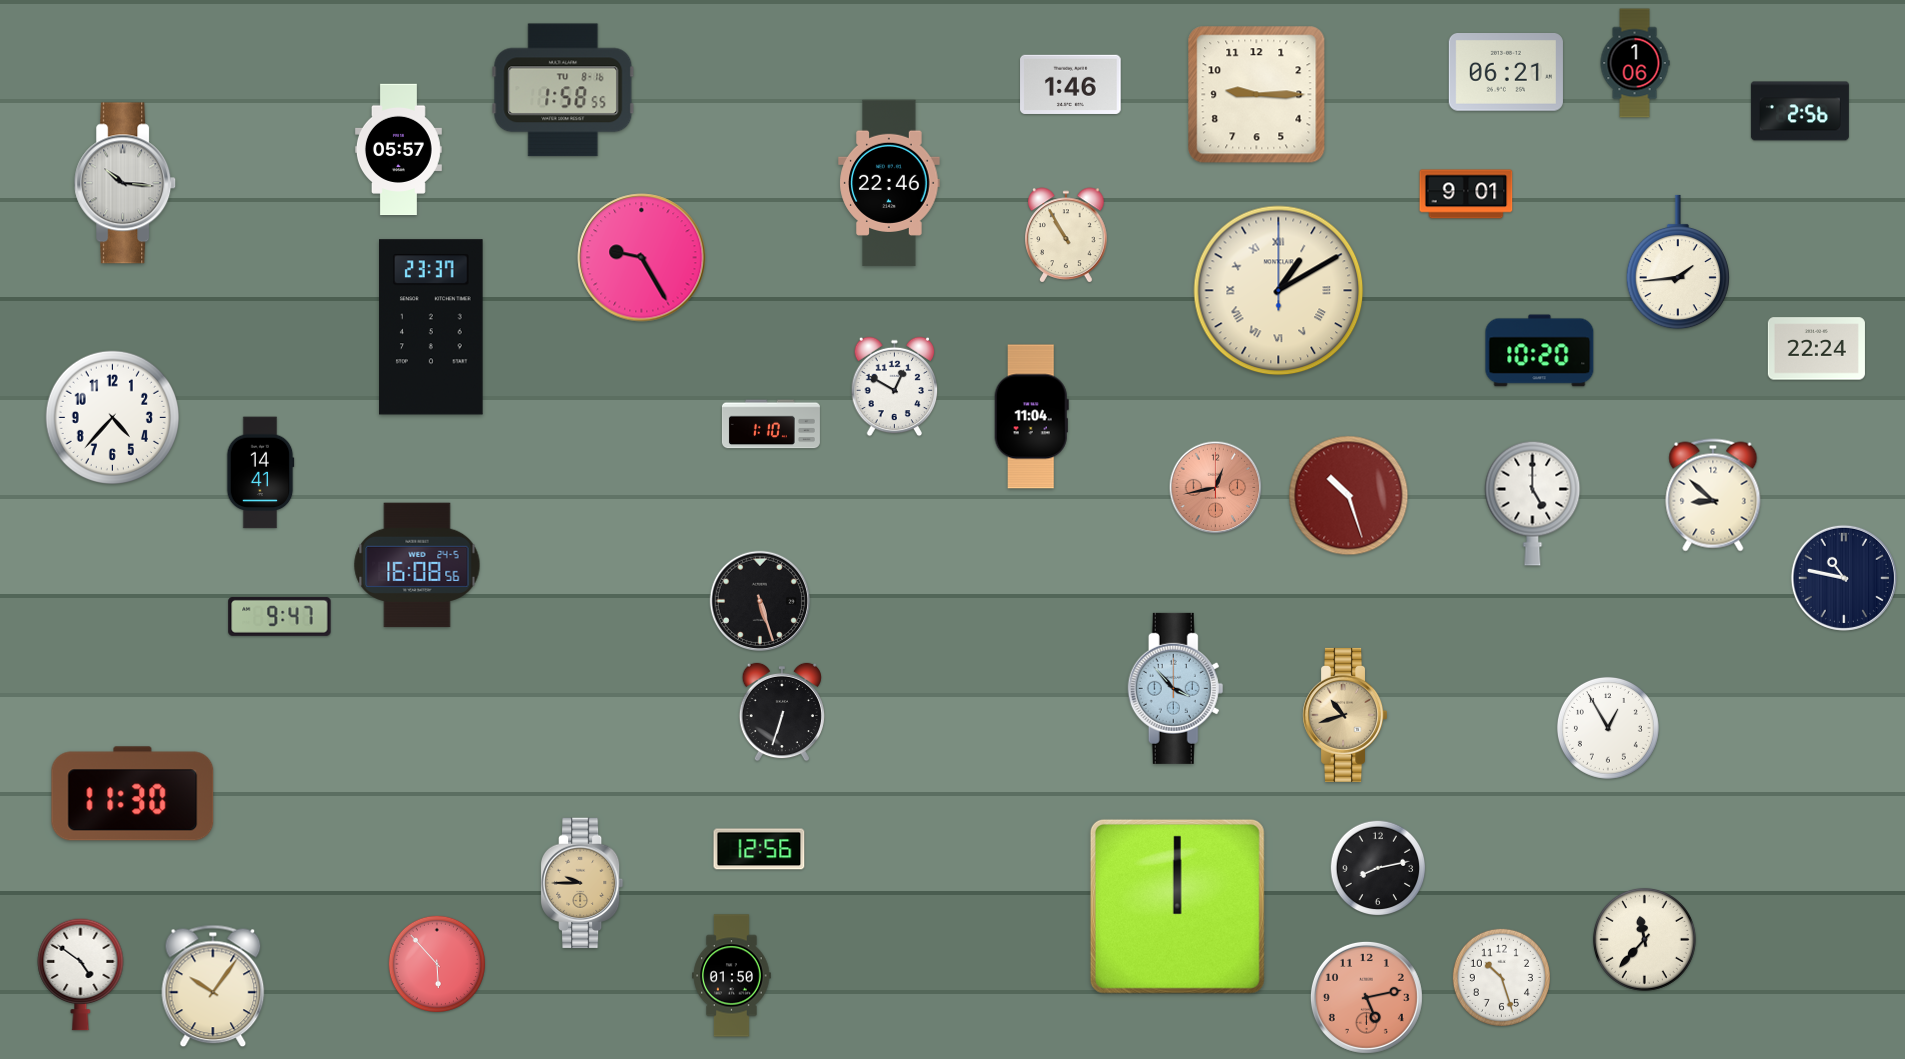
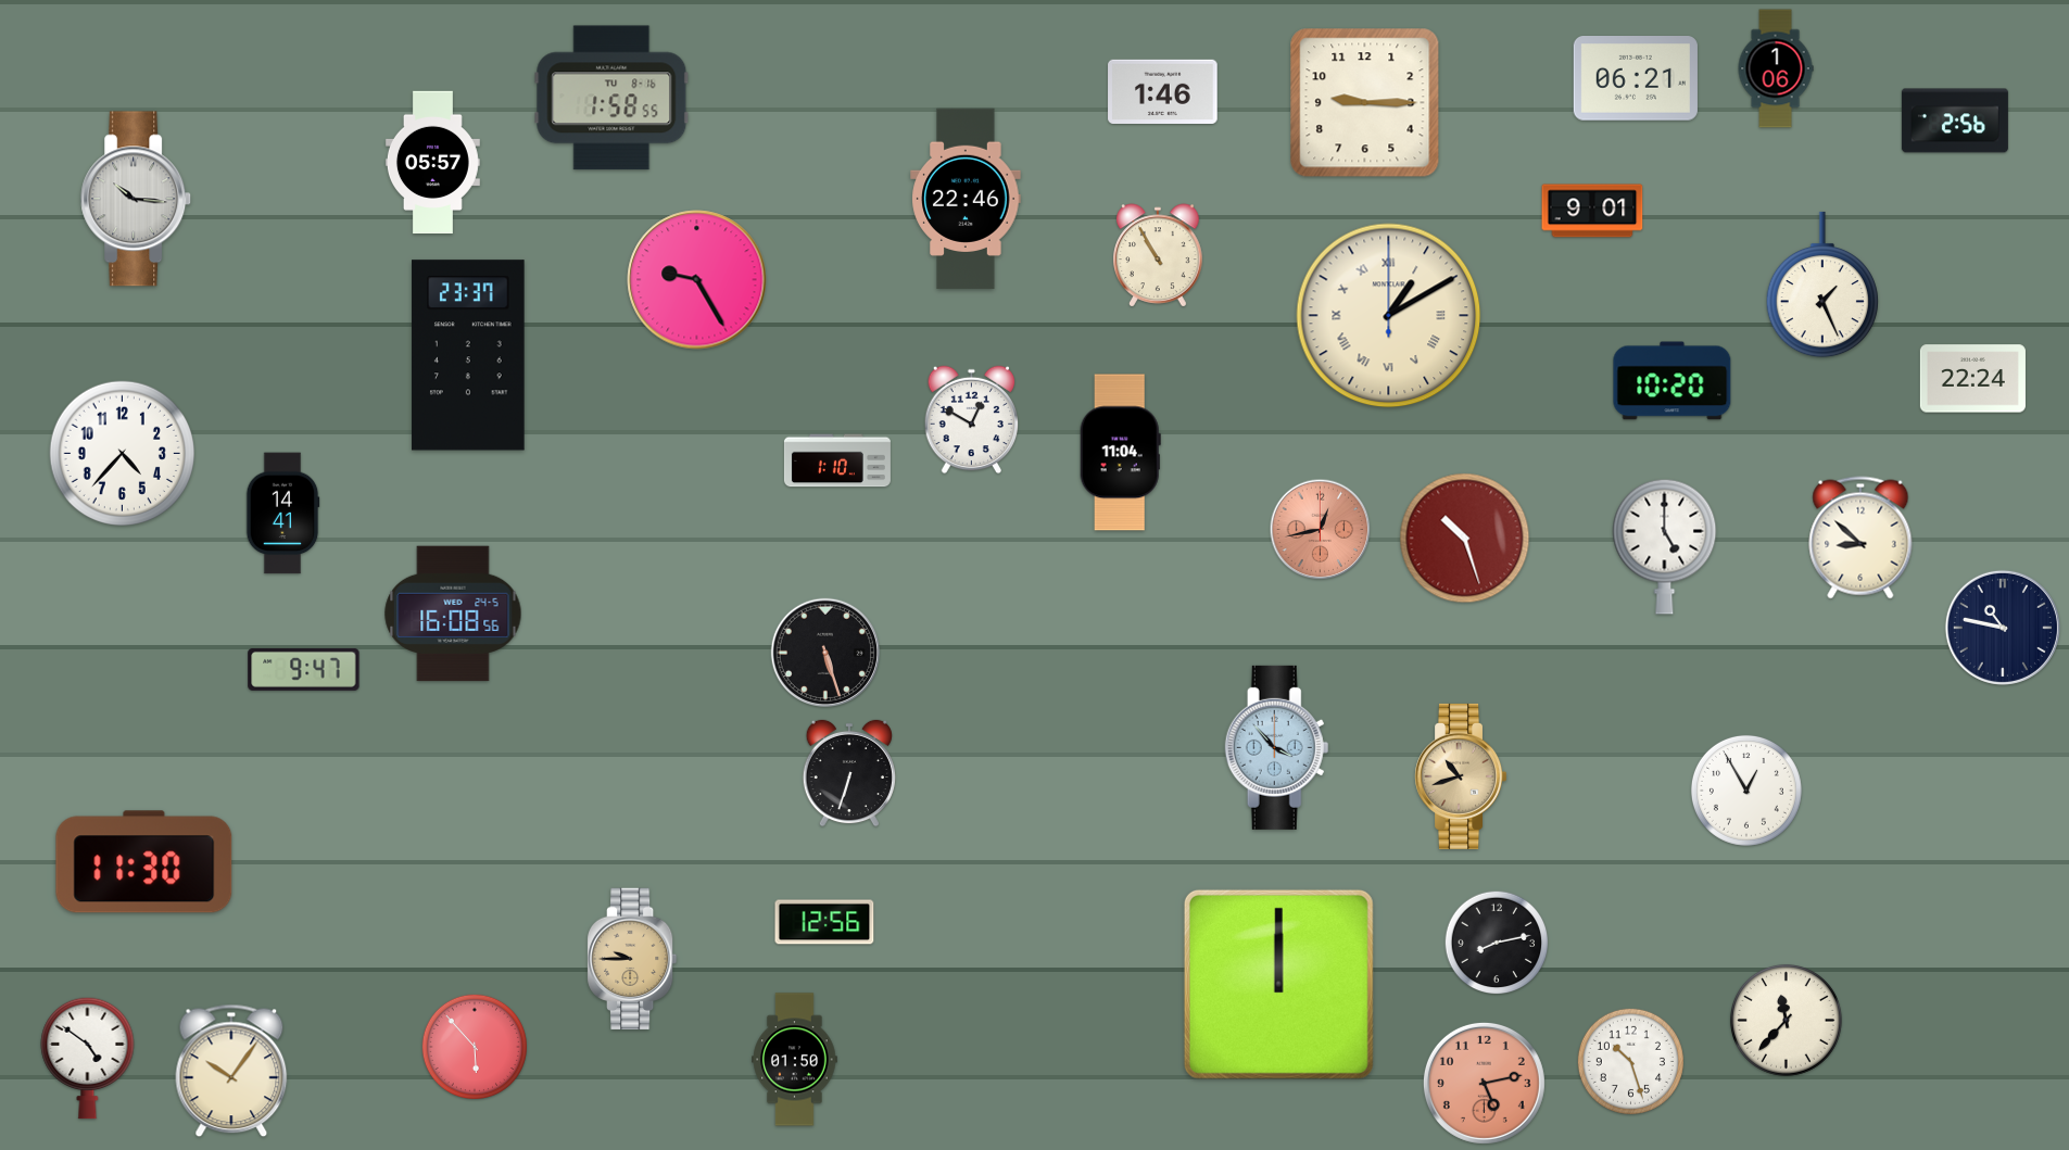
clock at (1678, 262): 1:44 -> 1:26
